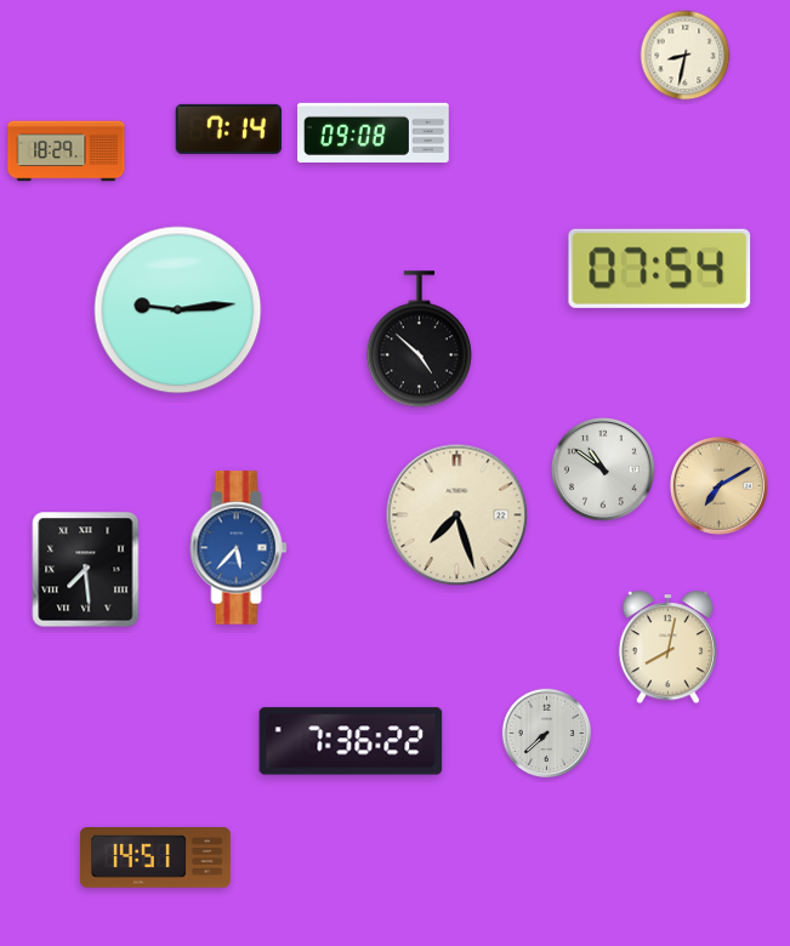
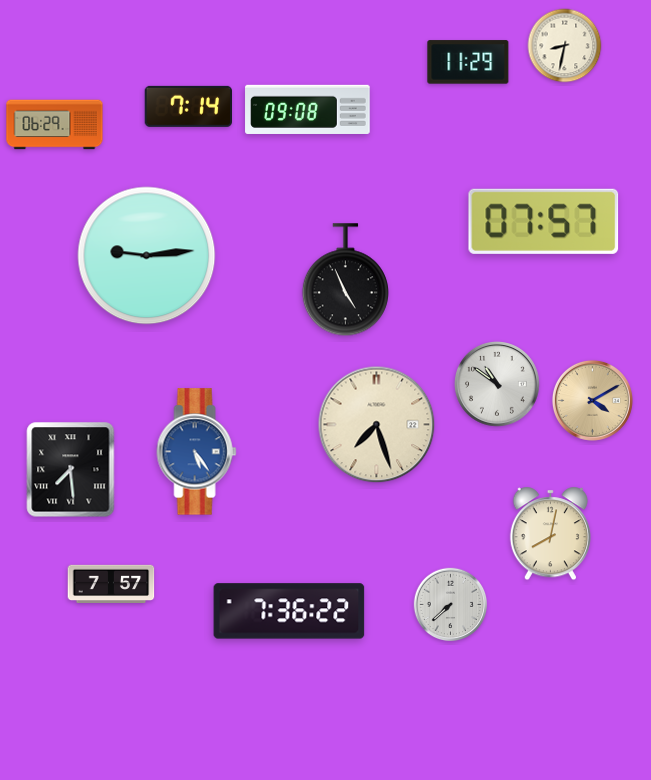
clock at (468, 62): none -> 11:29
clock at (67, 152): 18:29 -> 06:29
clock at (660, 268): 07:54 -> 07:57
clock at (419, 340): 4:52 -> 4:56
clock at (604, 471) position: (604, 471) -> (498, 385)
clock at (718, 485): 7:10 -> 4:10
clock at (239, 548): 5:37 -> 5:24
clock at (111, 584): none -> 7:57
clock at (157, 859): 14:51 -> none
